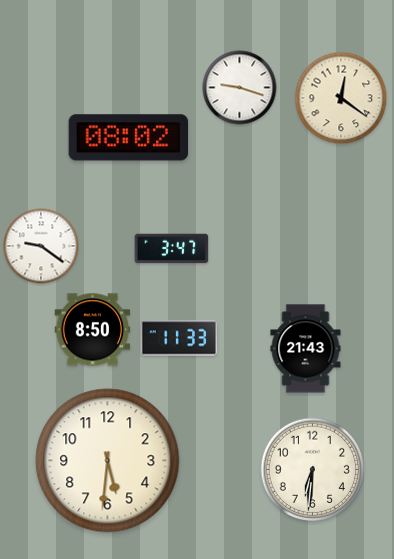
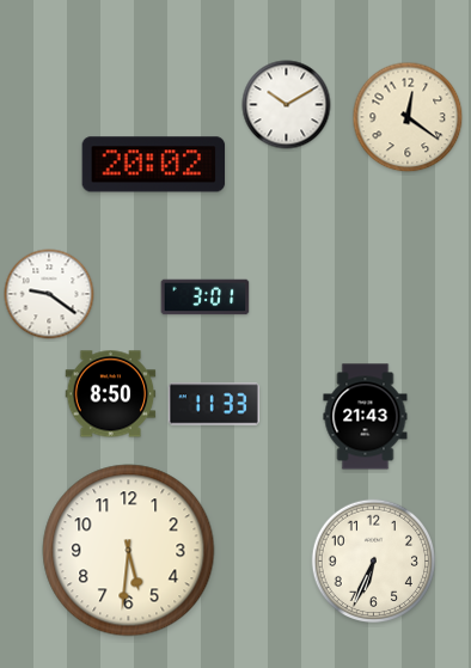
clock at (240, 88): 9:18 -> 10:10
clock at (129, 138): 08:02 -> 20:02
clock at (172, 249): 3:47 -> 3:01
clock at (312, 469): 6:31 -> 6:34
